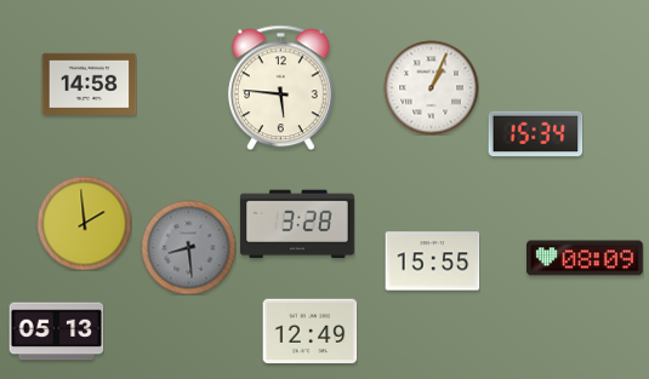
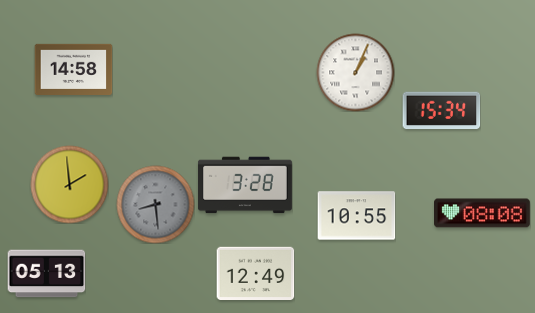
clock at (280, 87): 5:46 -> none
clock at (586, 258): 08:09 -> 08:08
clock at (432, 262): 15:55 -> 10:55
